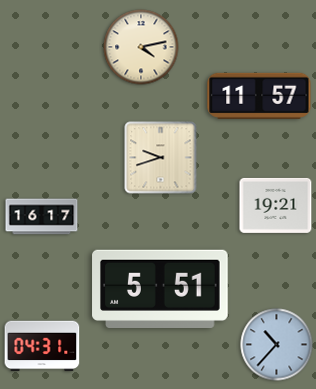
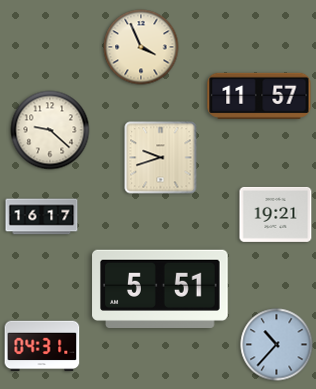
clock at (141, 47): 4:13 -> 3:56
clock at (50, 130): none -> 9:22
clock at (276, 205) position: (276, 205) -> (276, 214)
